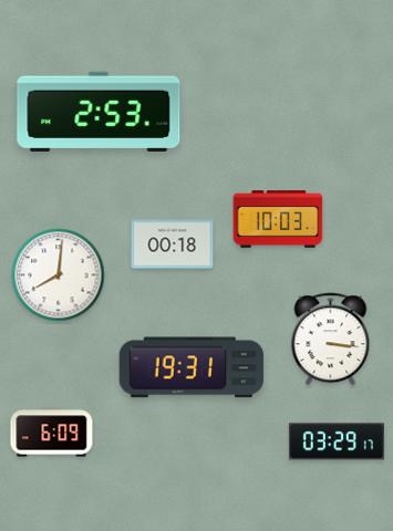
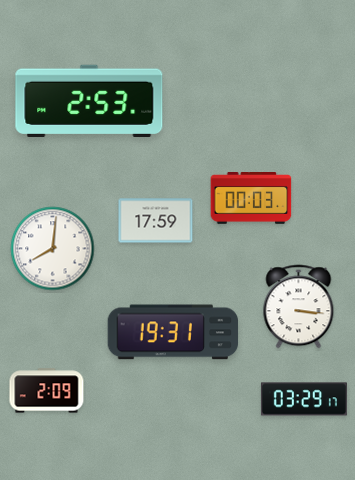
clock at (278, 220): 10:03 -> 00:03
clock at (173, 244): 00:18 -> 17:59
clock at (52, 433): 6:09 -> 2:09
